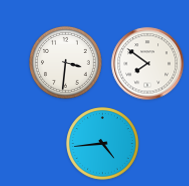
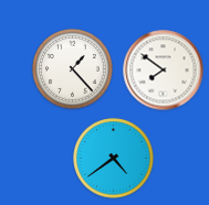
clock at (66, 63): 3:31 -> 1:23
clock at (103, 144): 4:44 -> 4:39
